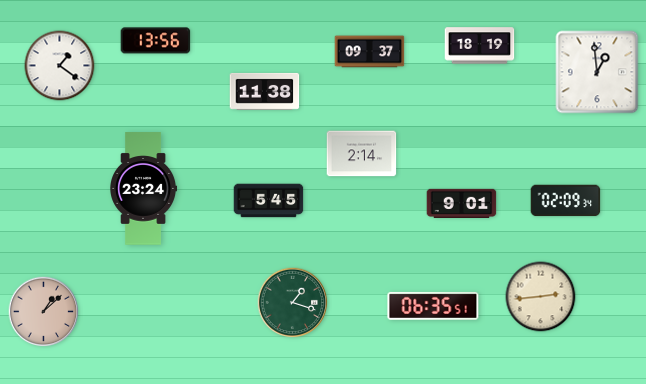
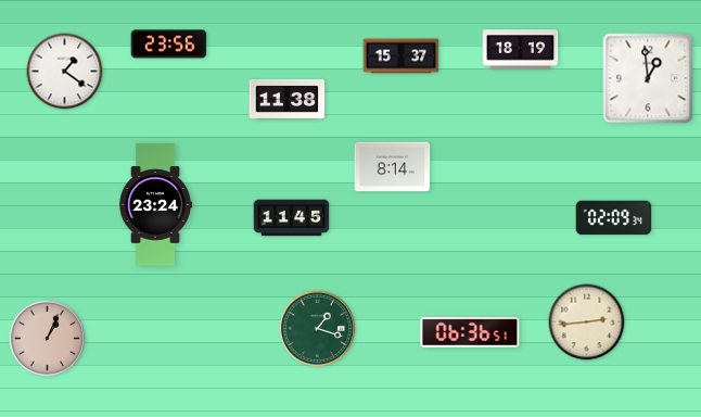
clock at (156, 41): 13:56 -> 23:56
clock at (370, 52): 09:37 -> 15:37
clock at (362, 154): 2:14 -> 8:14
clock at (269, 201): 5:45 -> 11:45
clock at (462, 204): 9:01 -> none
clock at (433, 306): 06:35 -> 06:36
clock at (44, 312): 1:08 -> 1:04
